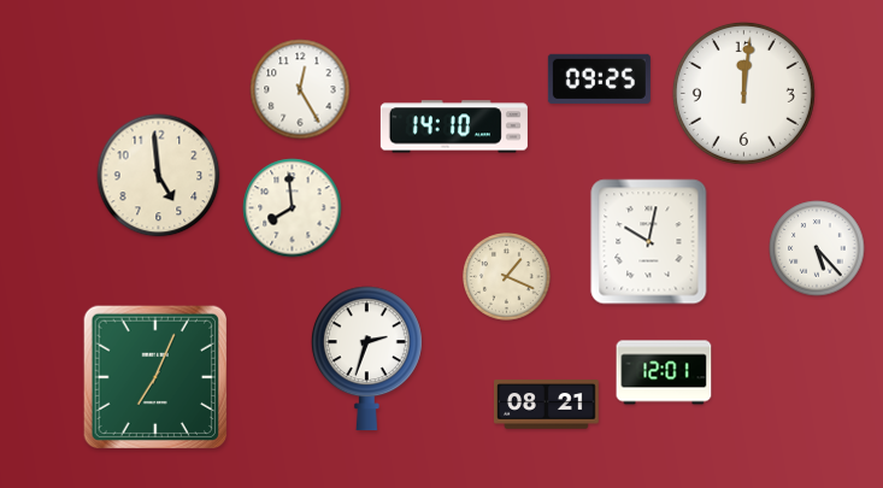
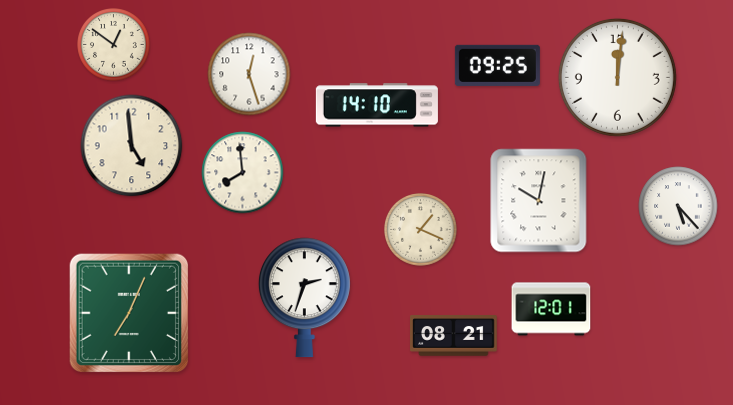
clock at (114, 45): none -> 12:51
clock at (300, 89): 12:25 -> 12:27
